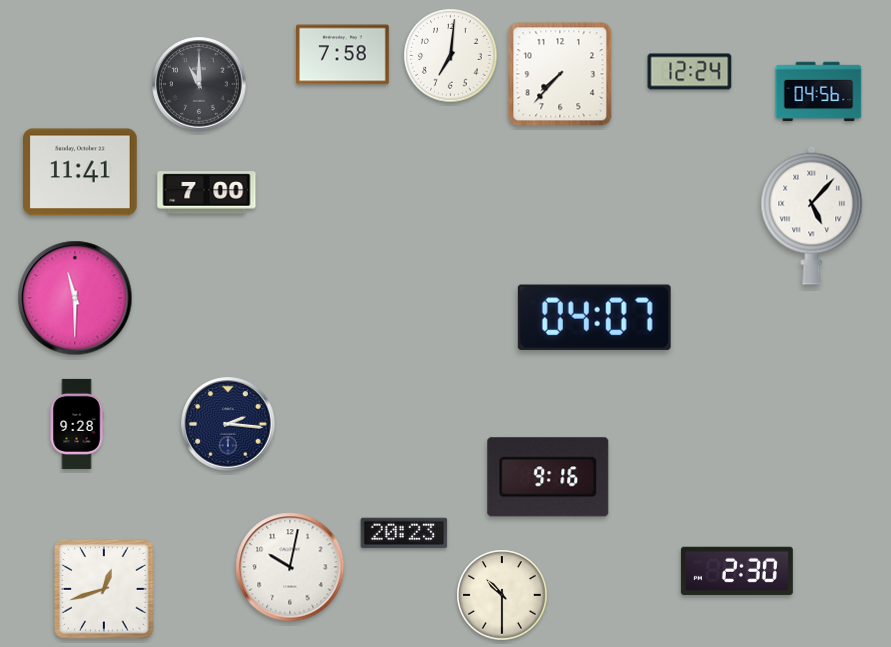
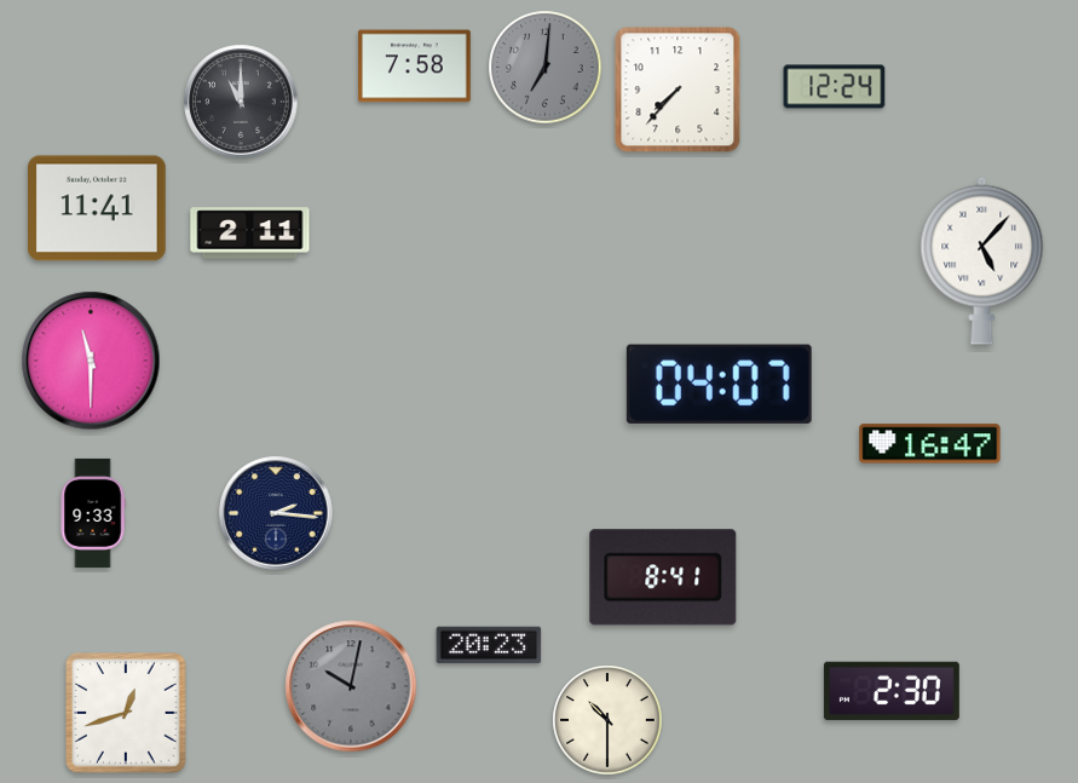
clock at (451, 56) dial: white -> grey
clock at (819, 92): 04:56 -> none
clock at (207, 193): 7:00 -> 2:11
clock at (930, 444): none -> 16:47
clock at (77, 424): 9:28 -> 9:33
clock at (548, 477): 9:16 -> 8:41
clock at (290, 567) dial: white -> grey
